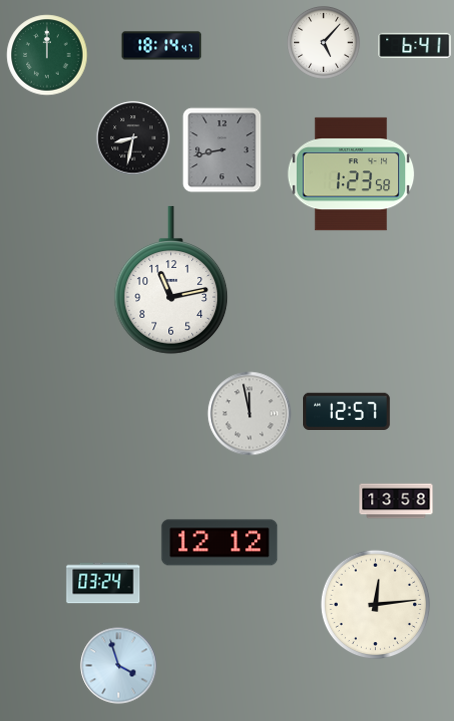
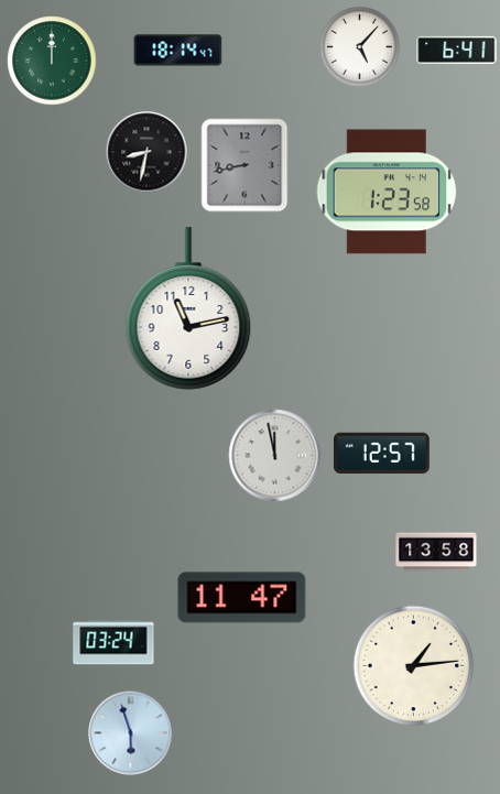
clock at (324, 43) position: (324, 43) -> (360, 47)
clock at (220, 543): 12:12 -> 11:47
clock at (376, 605): 12:14 -> 1:14
clock at (119, 666): 3:57 -> 5:57
